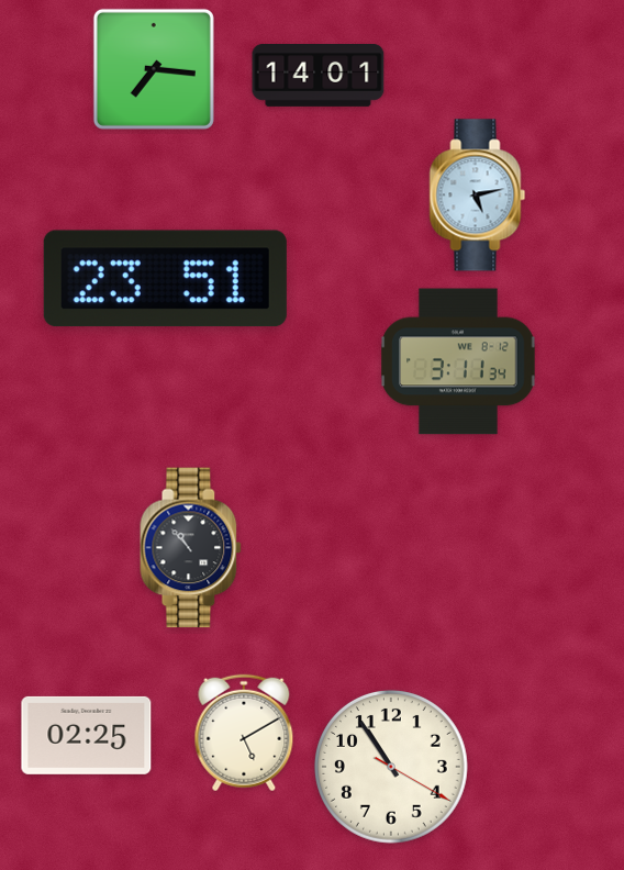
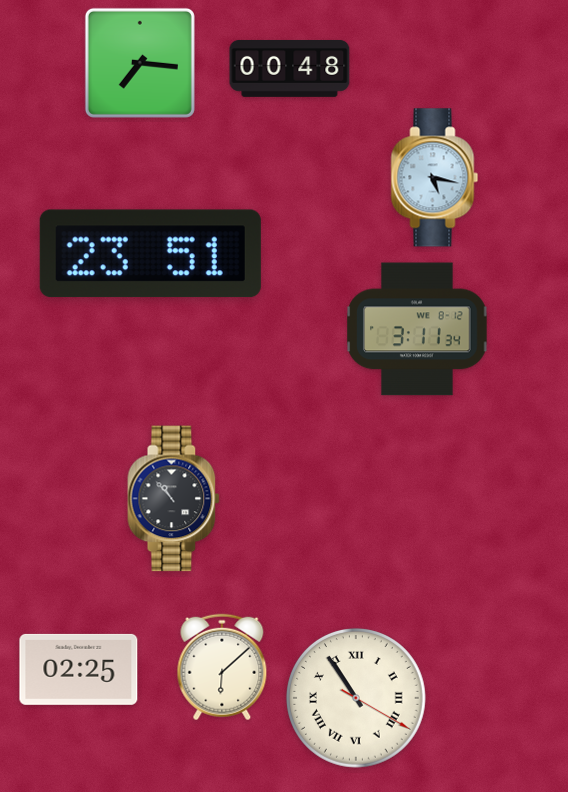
clock at (319, 76): 14:01 -> 00:48
clock at (478, 196): 5:13 -> 5:17
clock at (244, 733): 5:10 -> 6:08
clock at (391, 767) numerals: Arabic -> Roman
